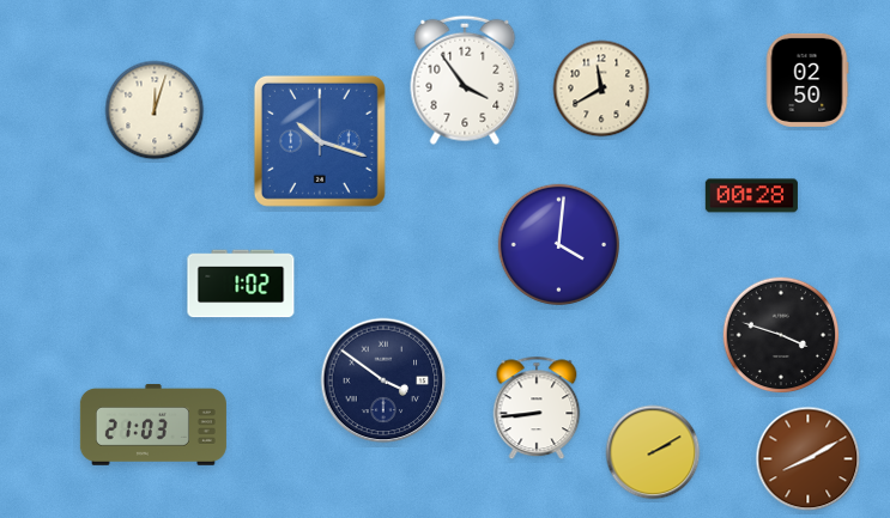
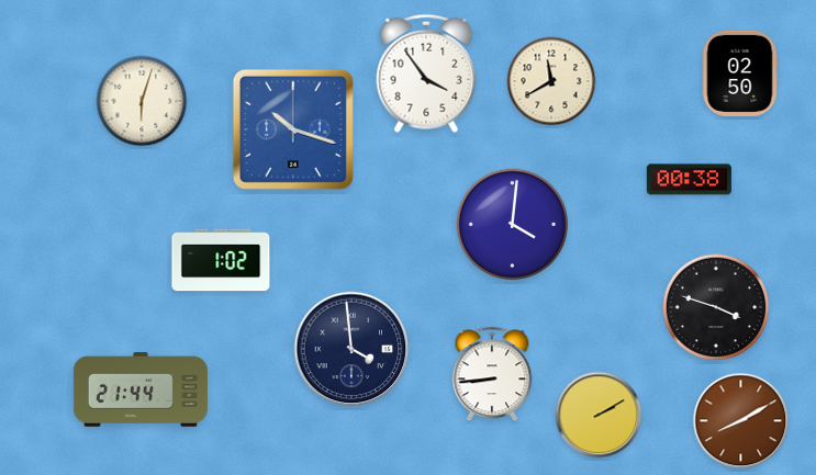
clock at (155, 110): 12:03 -> 6:03
clock at (751, 196): 00:28 -> 00:38
clock at (383, 380): 3:51 -> 3:59
clock at (153, 425): 21:03 -> 21:44
